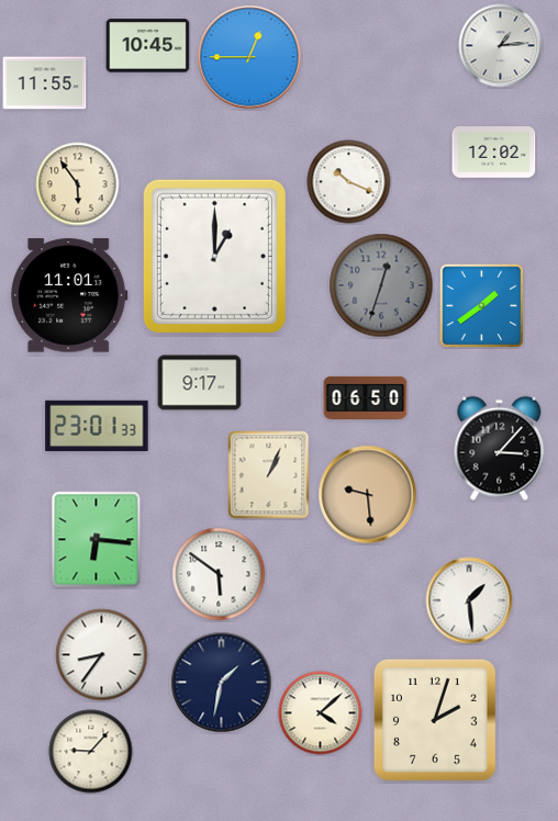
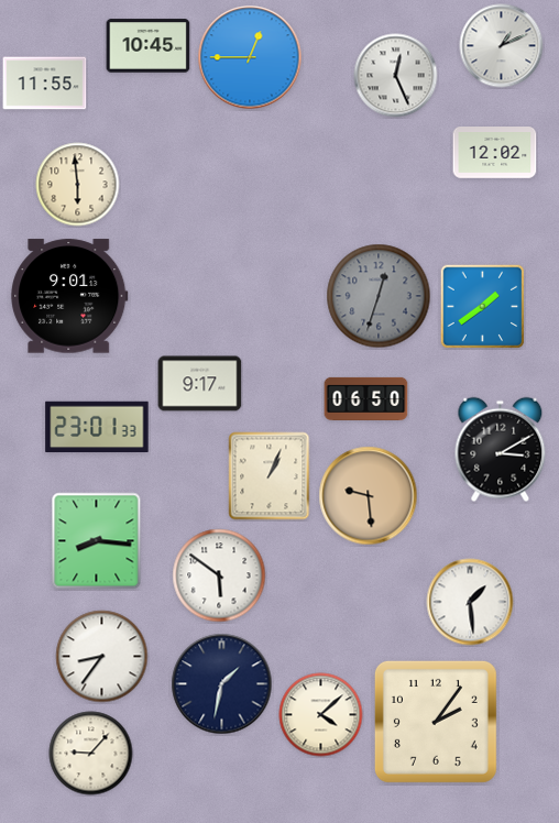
clock at (501, 46): 1:14 -> 1:11
clock at (396, 76): none -> 12:26
clock at (349, 182): 10:19 -> none
clock at (78, 184): 5:54 -> 5:59
clock at (214, 256): 1:00 -> none
clock at (381, 285) position: (381, 285) -> (379, 296)
clock at (69, 295): 11:01 -> 9:01
clock at (500, 449): 3:07 -> 3:10
clock at (97, 540): 6:16 -> 8:16
clock at (435, 720): 2:03 -> 2:06
